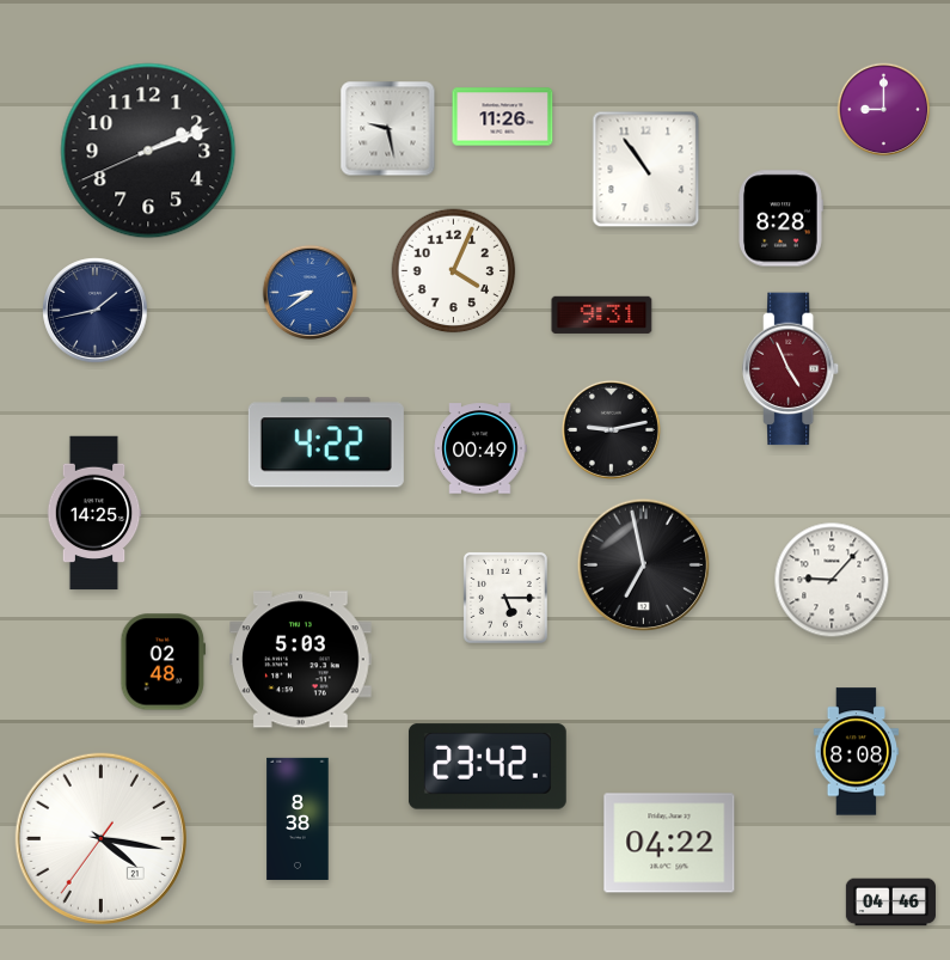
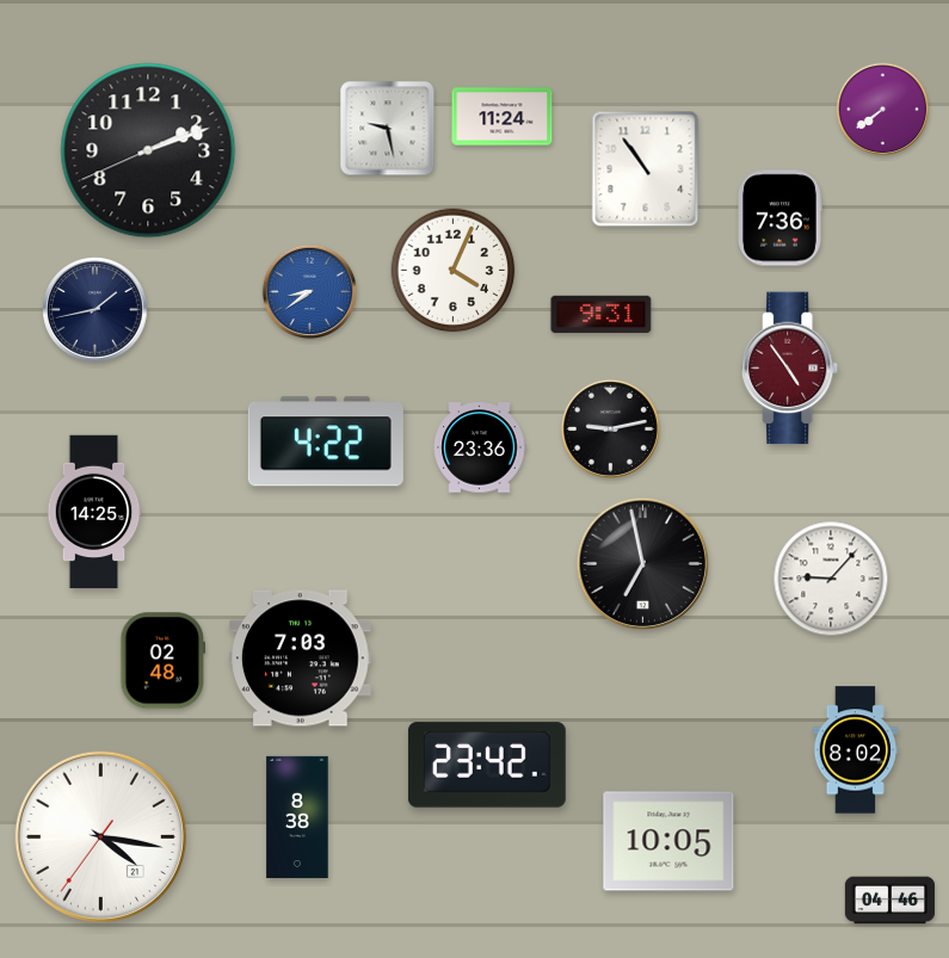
clock at (884, 110): 9:00 -> 7:39
clock at (503, 117): 11:26 -> 11:24
clock at (780, 219): 8:28 -> 7:36
clock at (792, 369): 4:56 -> 4:54
clock at (480, 448): 00:49 -> 23:36
clock at (505, 598): 5:15 -> none
clock at (301, 660): 5:03 -> 7:03
clock at (857, 752): 8:08 -> 8:02
clock at (669, 843): 04:22 -> 10:05
